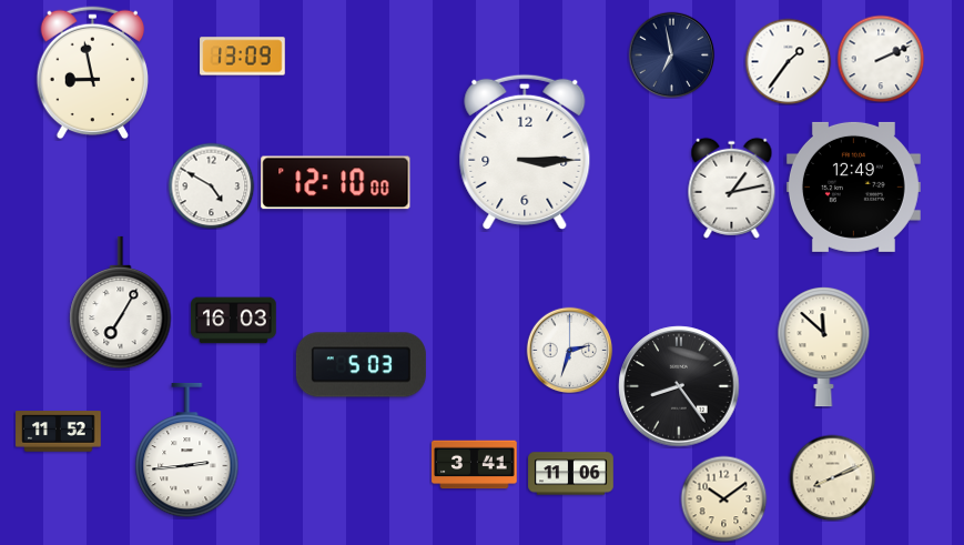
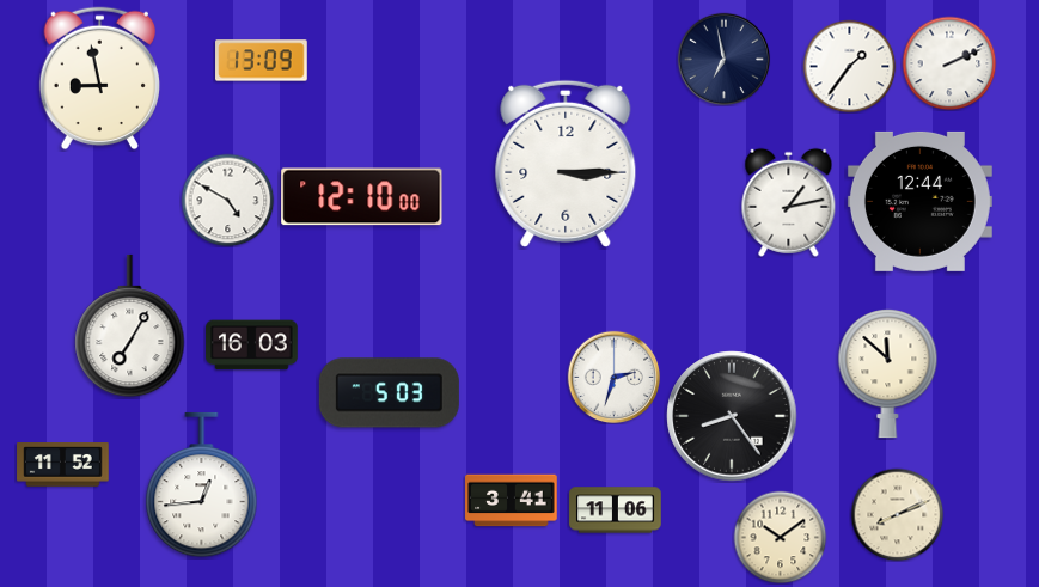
clock at (853, 186): 12:49 -> 12:44
clock at (187, 451): 2:44 -> 12:44
